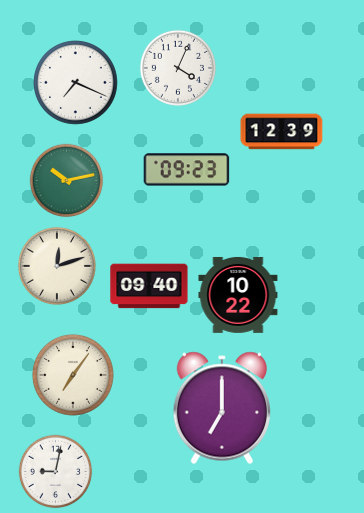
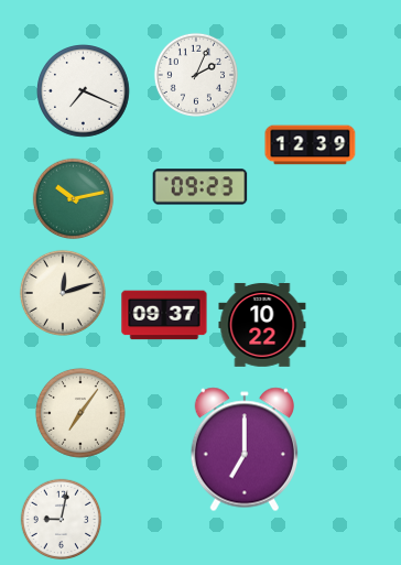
clock at (178, 68): 4:04 -> 2:04
clock at (187, 170) position: (187, 170) -> (201, 187)
clock at (149, 286): 09:40 -> 09:37
